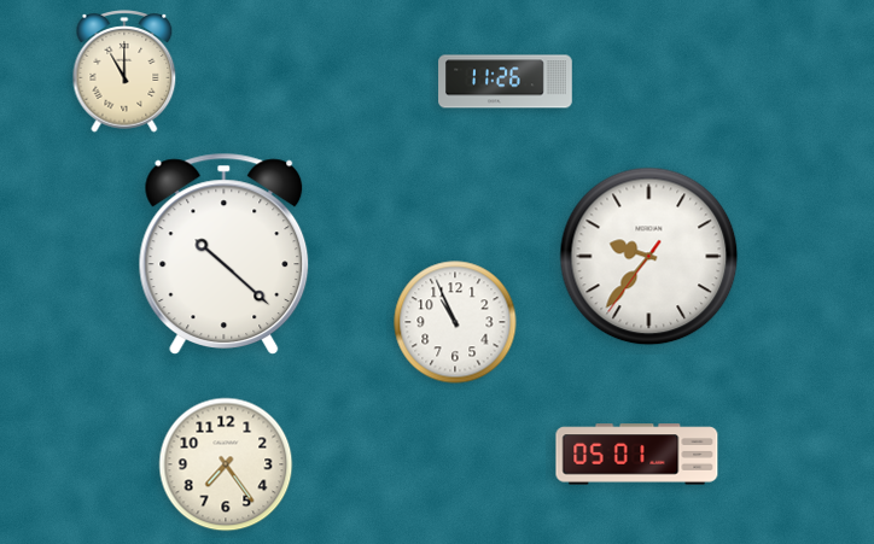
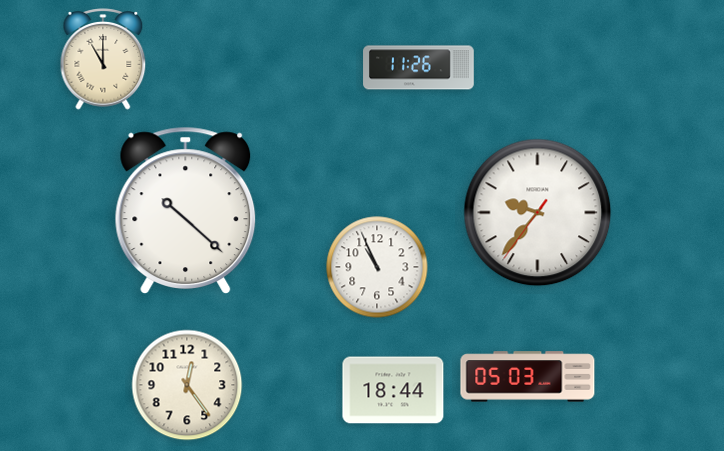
clock at (637, 455): 05:01 -> 05:03
clock at (226, 464): 7:24 -> 12:24
clock at (393, 390): none -> 18:44
